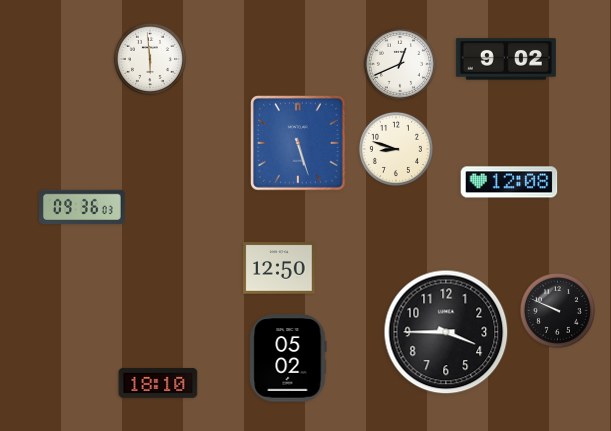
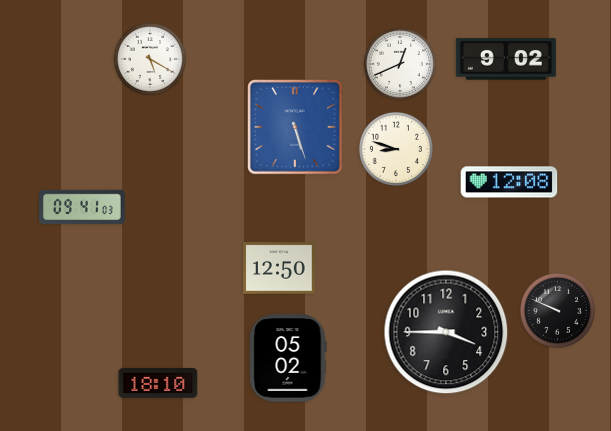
clock at (149, 58): 5:59 -> 5:20
clock at (298, 143) position: (298, 143) -> (295, 127)
clock at (83, 207): 09:36 -> 09:41
